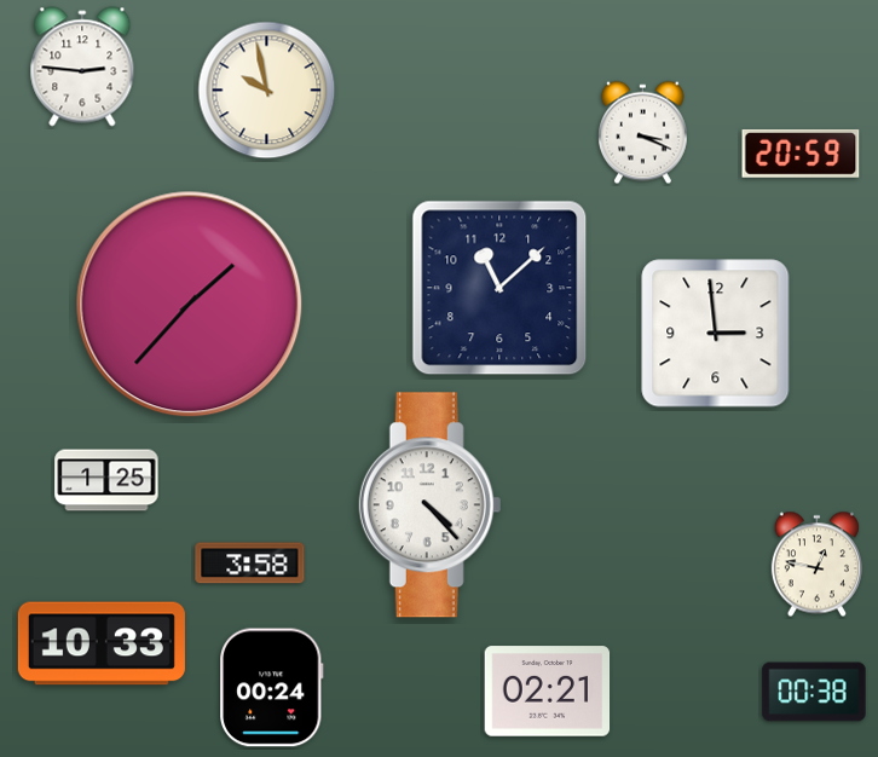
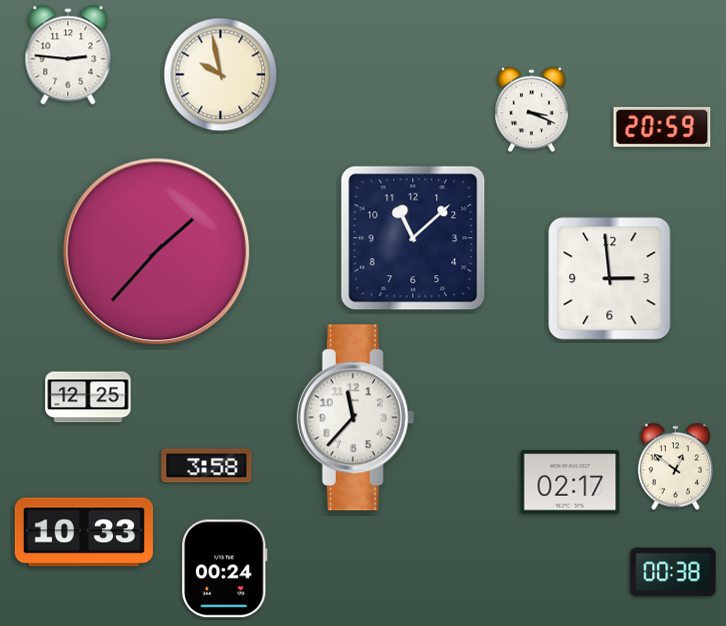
clock at (716, 334) position: (716, 334) -> (610, 279)
clock at (106, 480): 1:25 -> 12:25
clock at (431, 505): 4:23 -> 11:37
clock at (816, 565): 12:47 -> 12:51
clock at (570, 482): none -> 02:17
clock at (548, 692): 02:21 -> none
